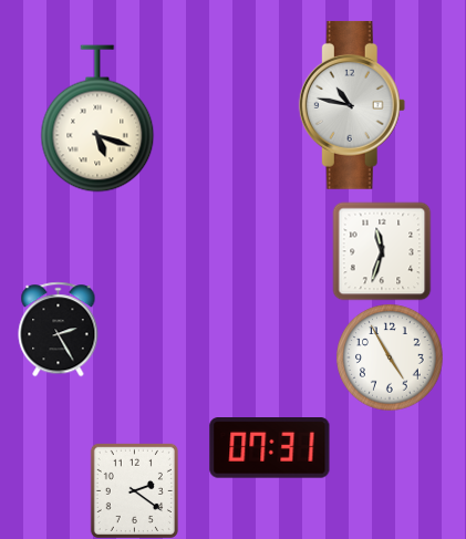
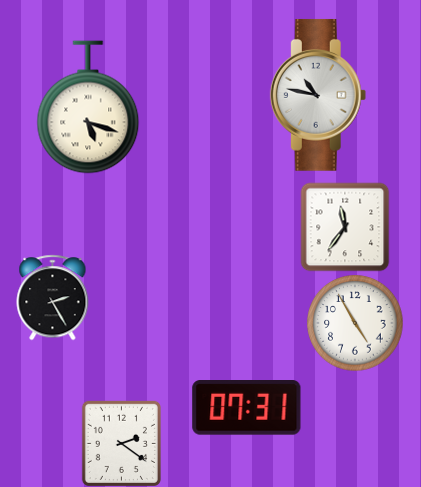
clock at (382, 251): 11:33 -> 11:36
clock at (390, 357) position: (390, 357) -> (355, 323)
clock at (270, 448) position: (270, 448) -> (247, 408)
